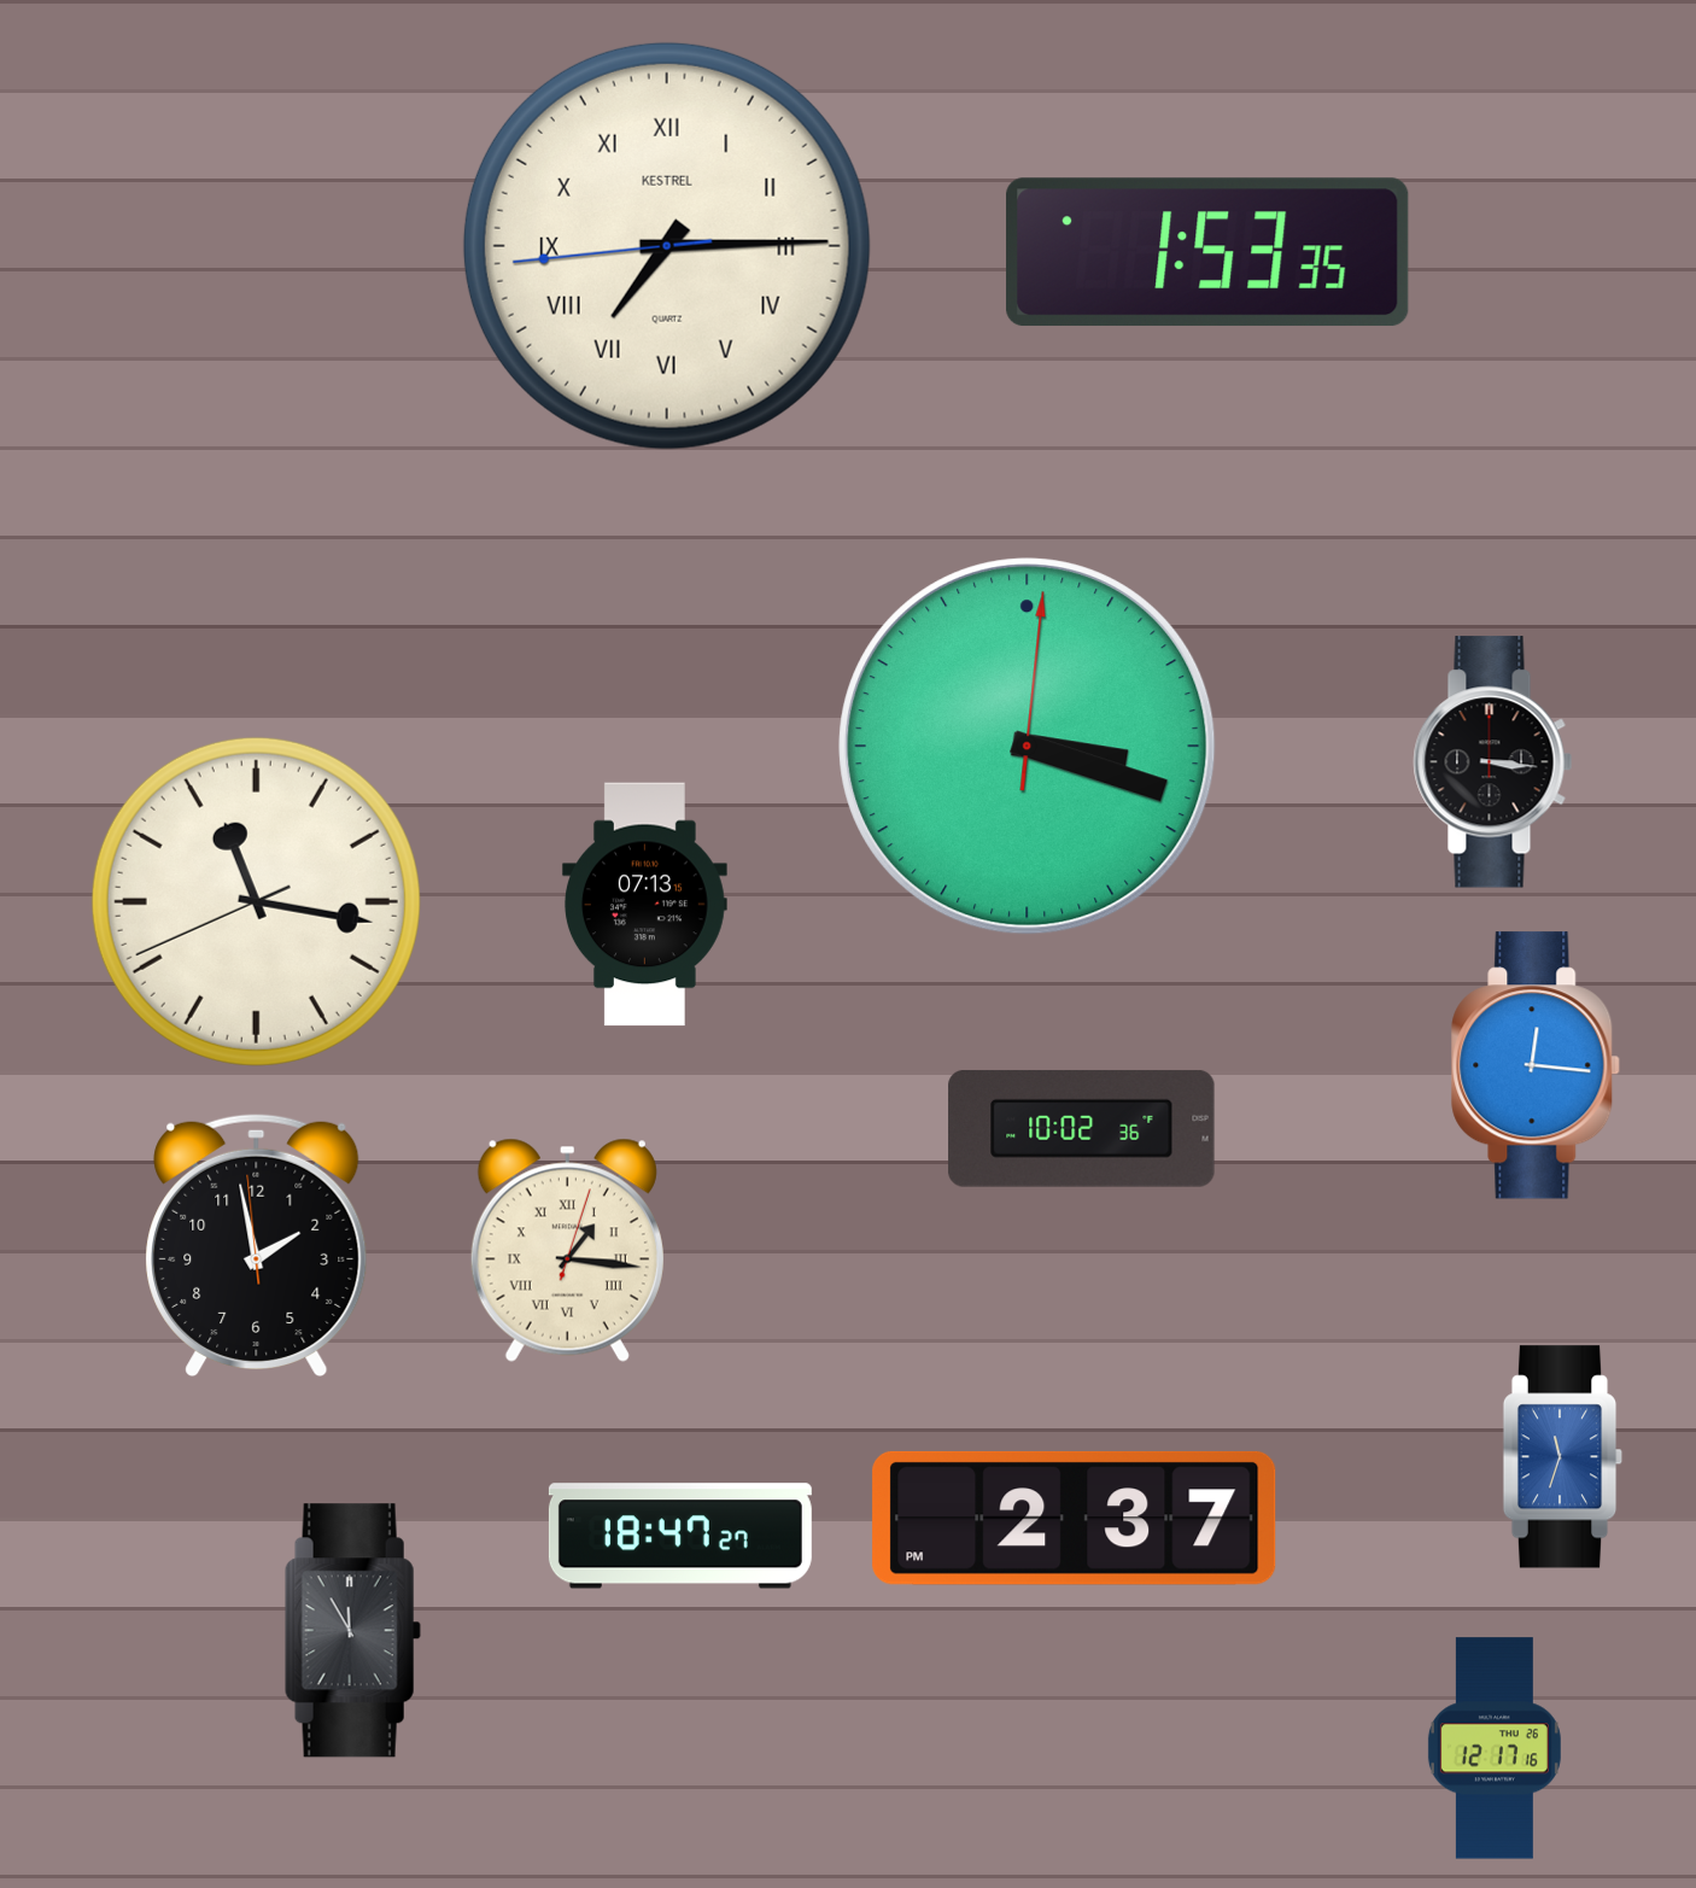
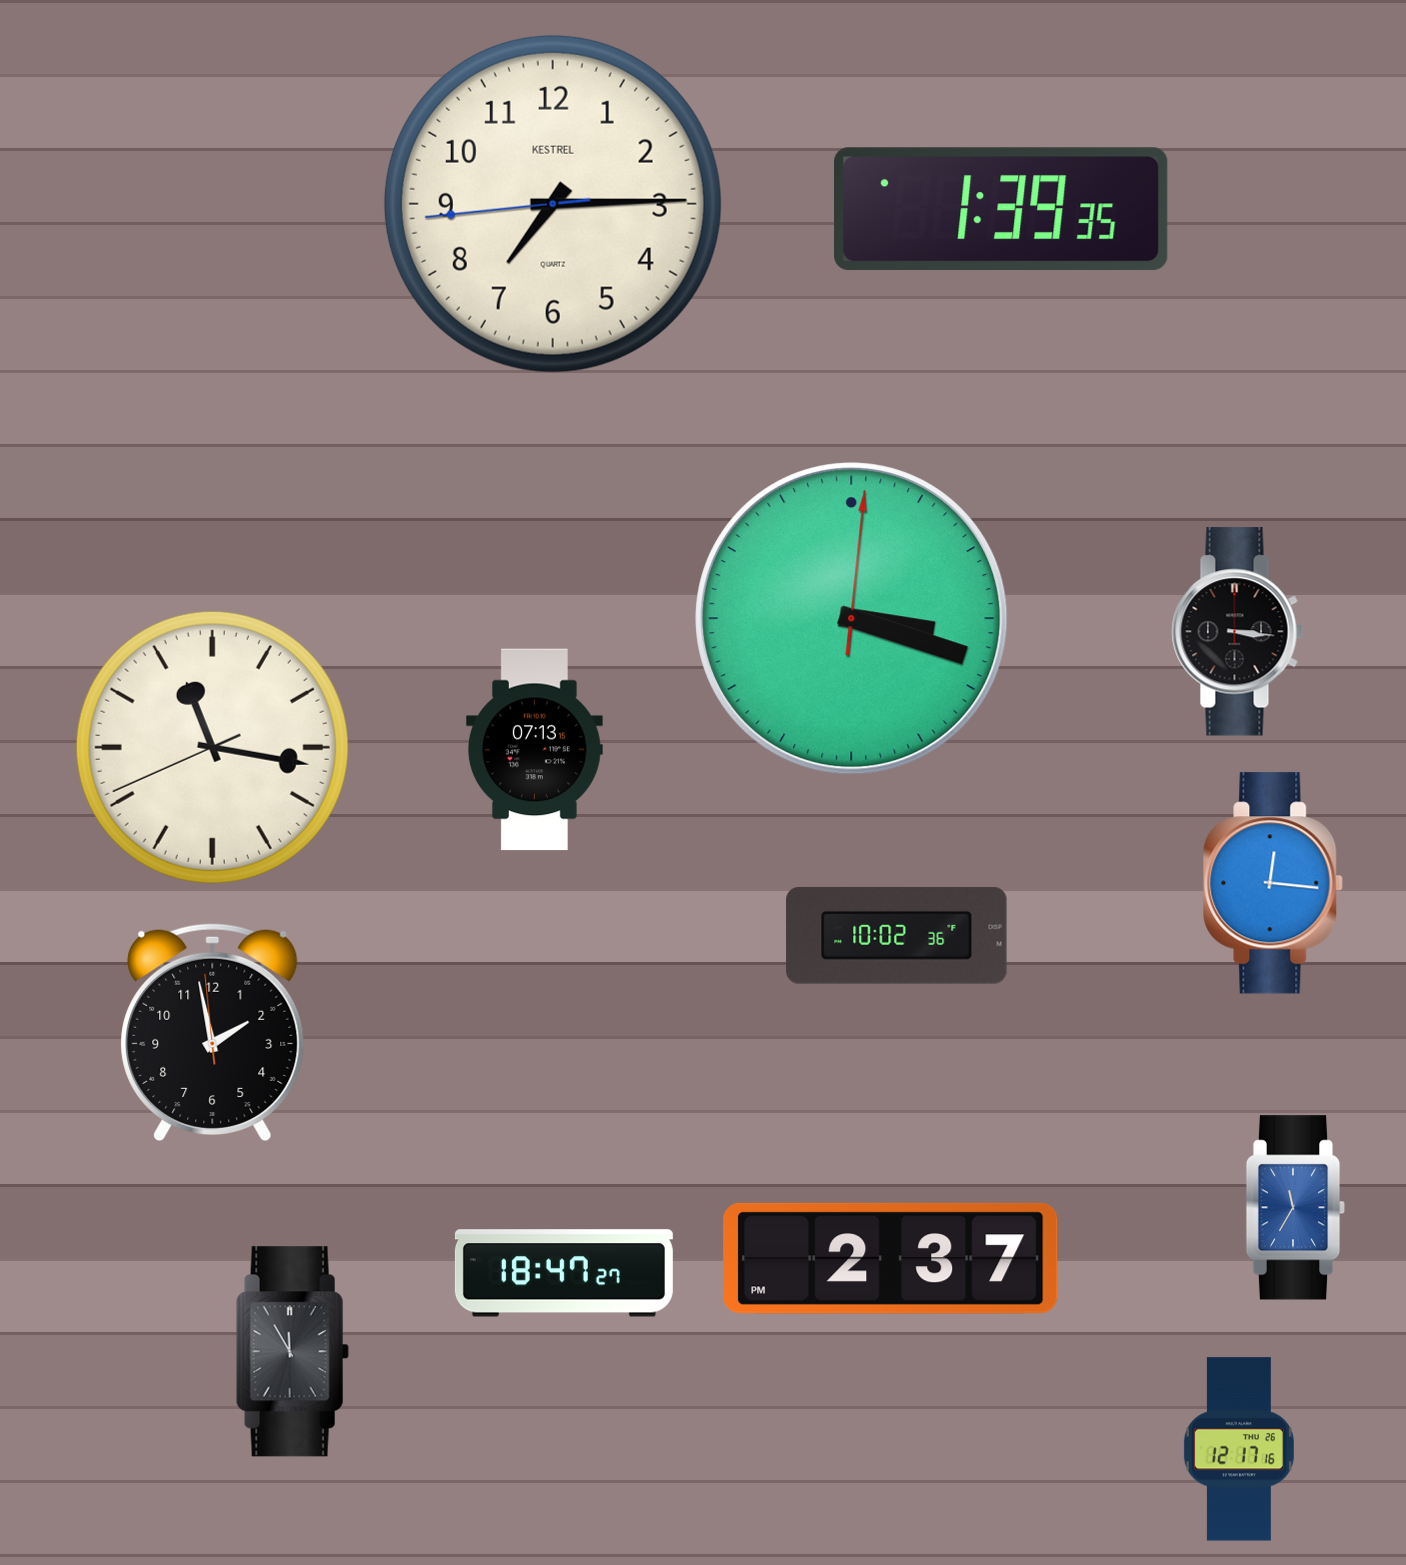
clock at (667, 246) numerals: Roman -> Arabic
clock at (1207, 252): 1:53 -> 1:39
clock at (567, 1250): 1:16 -> none
clock at (1563, 1457): 11:33 -> 11:35
